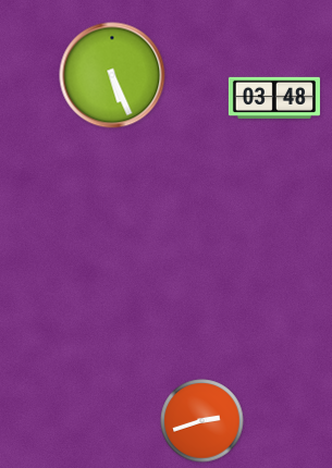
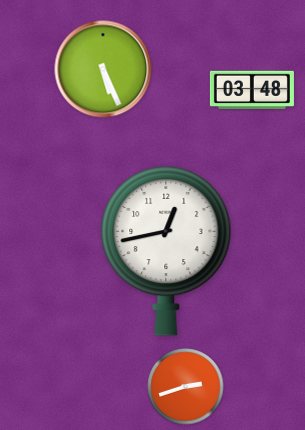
clock at (166, 251): none -> 12:43
